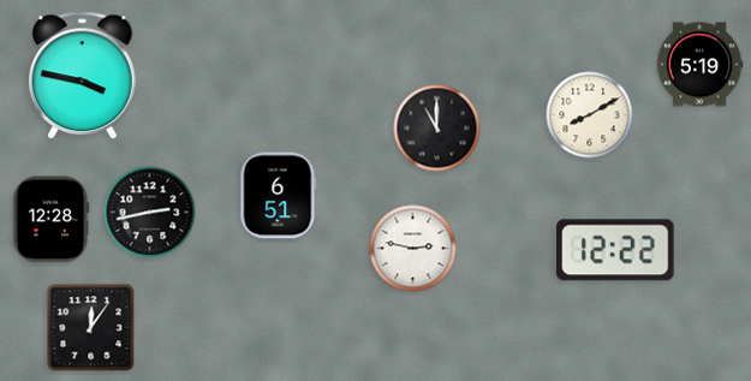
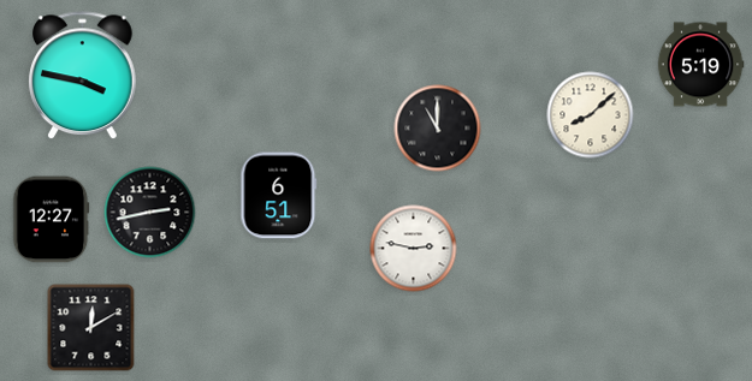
clock at (590, 115): 8:10 -> 8:08
clock at (50, 220): 12:28 -> 12:27
clock at (615, 250): 12:22 -> none
clock at (91, 328): 12:06 -> 12:10
